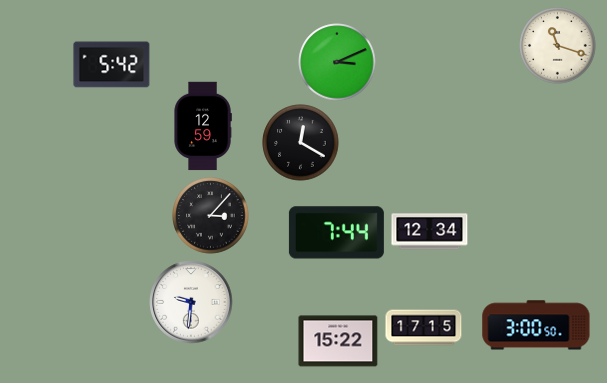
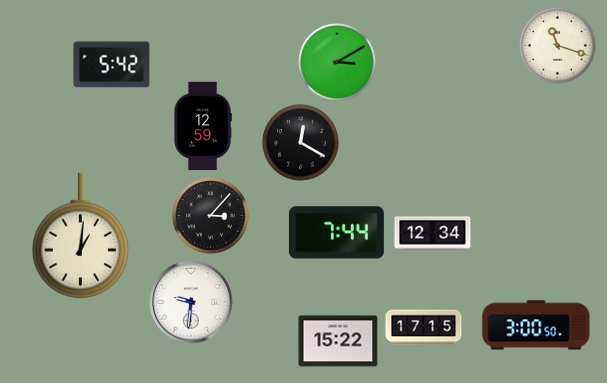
clock at (337, 62): 3:11 -> 3:10
clock at (430, 232) position: (430, 232) -> (433, 235)
clock at (80, 236): none -> 1:01
